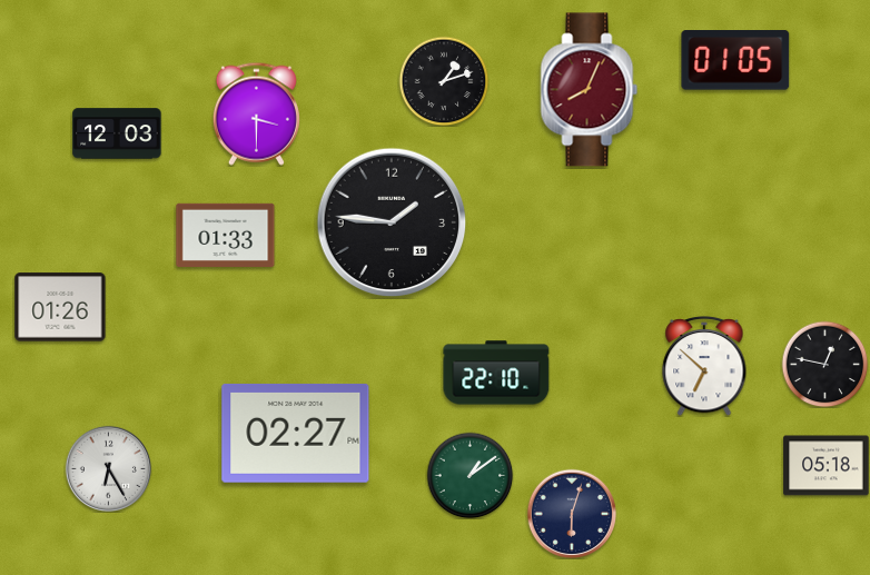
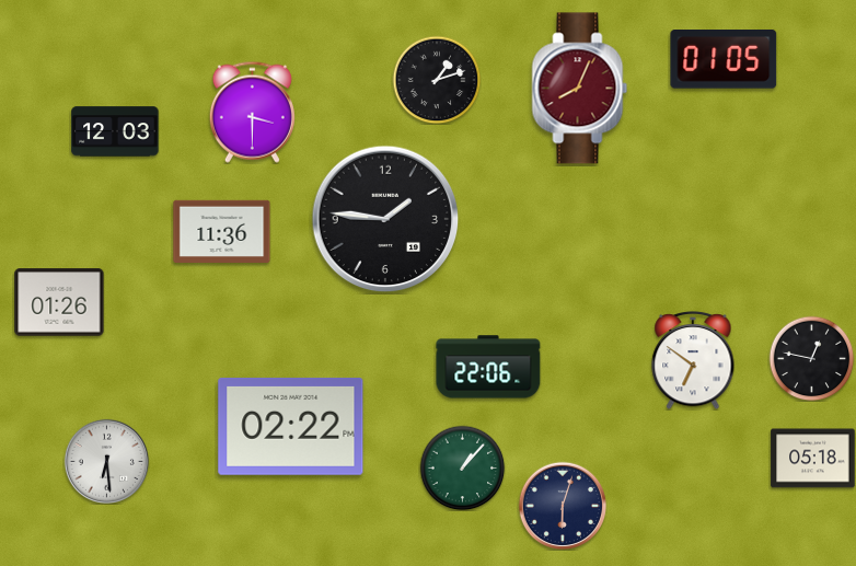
clock at (226, 235): 01:33 -> 11:36
clock at (704, 367): 6:52 -> 6:51
clock at (496, 373): 22:10 -> 22:06
clock at (296, 433): 02:27 -> 02:22
clock at (108, 468): 6:25 -> 6:29
clock at (469, 475): 1:09 -> 1:07
